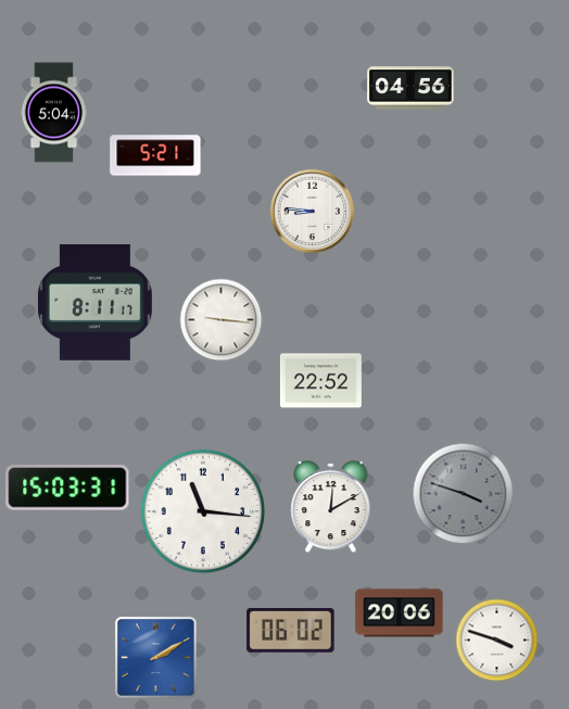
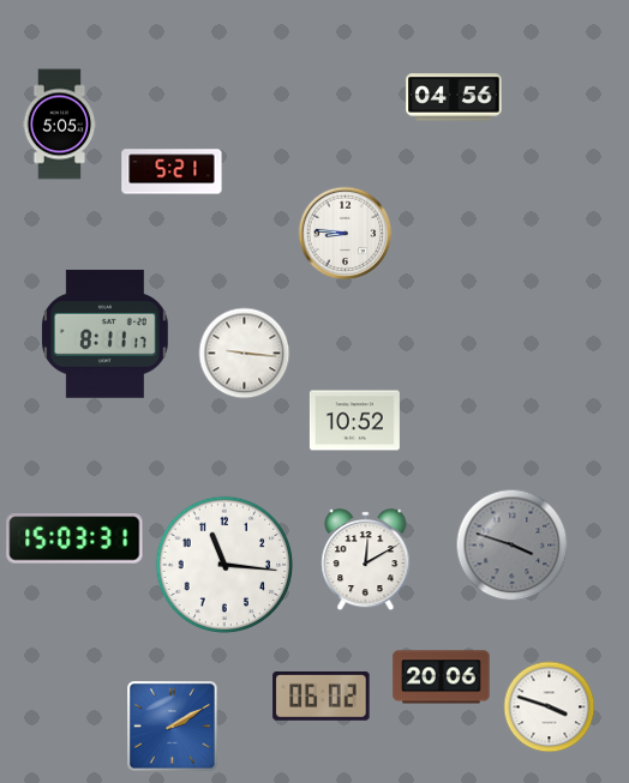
clock at (54, 113): 5:04 -> 5:05
clock at (320, 381): 22:52 -> 10:52
